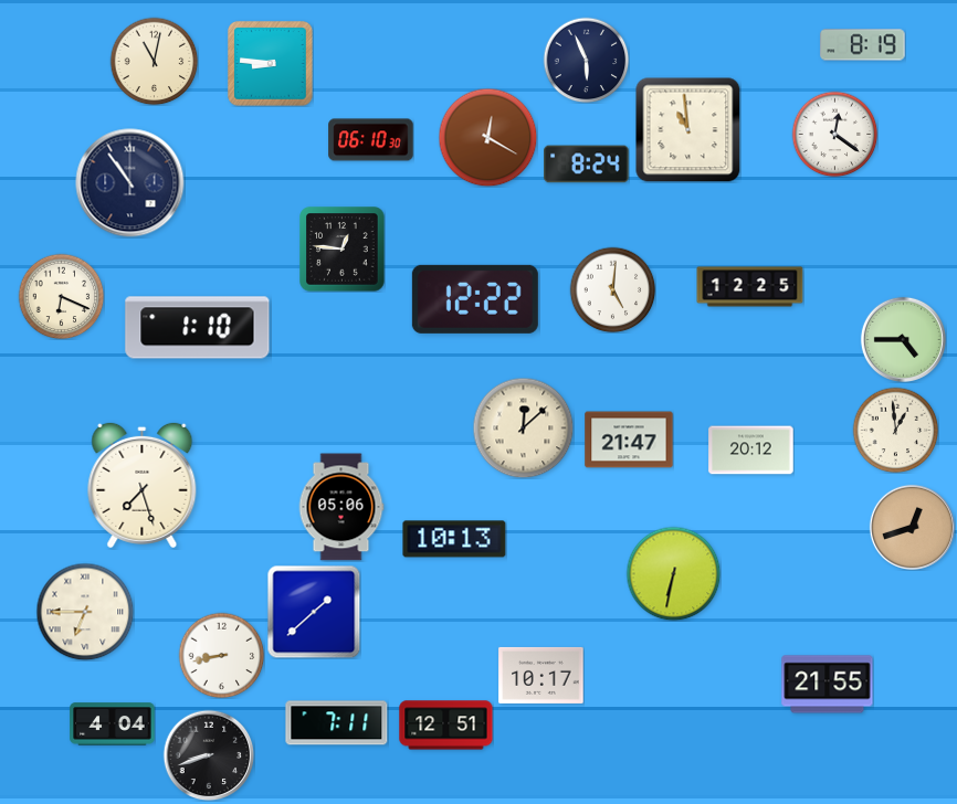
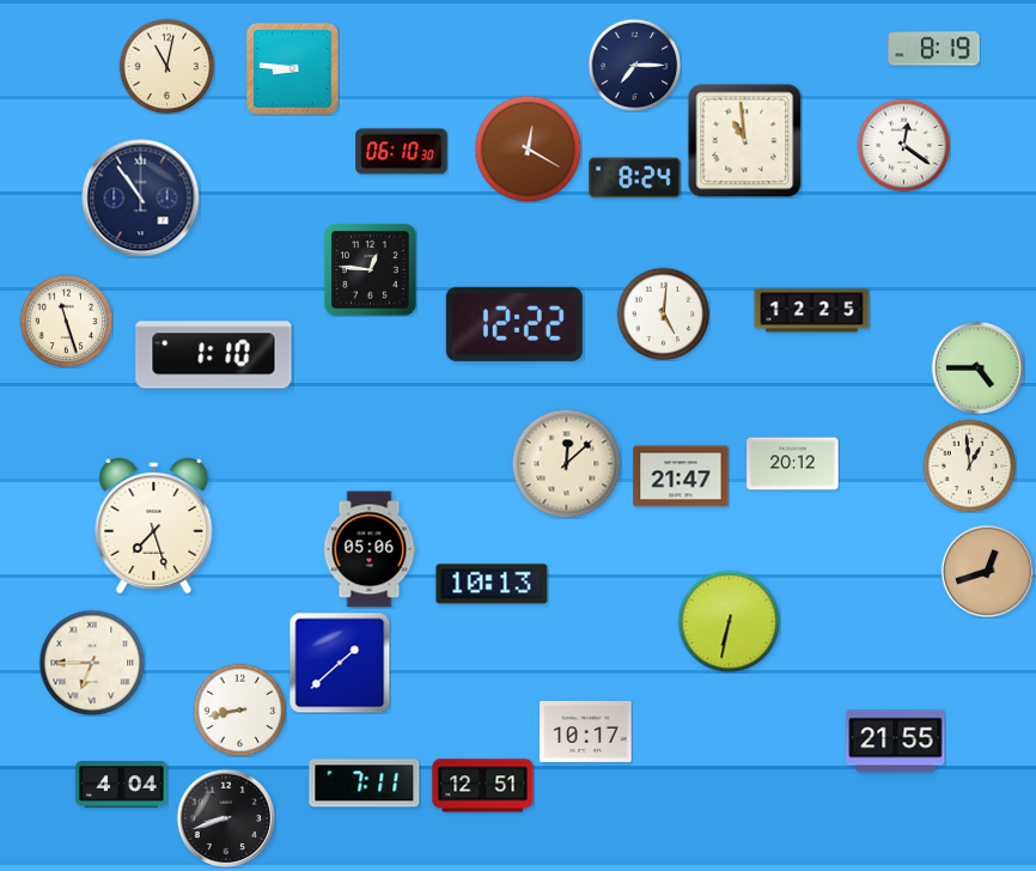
clock at (586, 60): 5:56 -> 7:15
clock at (61, 296): 6:19 -> 11:27
clock at (751, 451) position: (751, 451) -> (793, 464)
